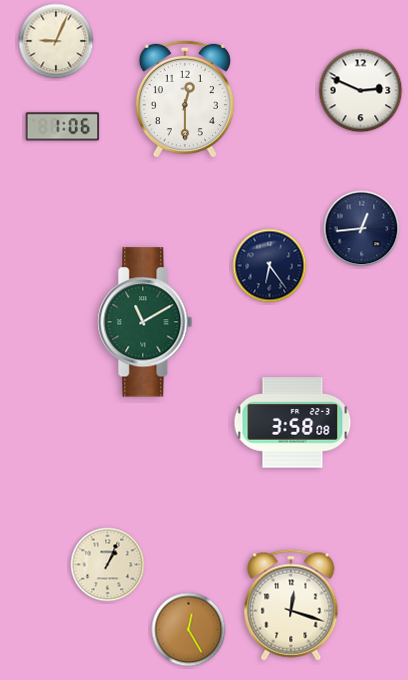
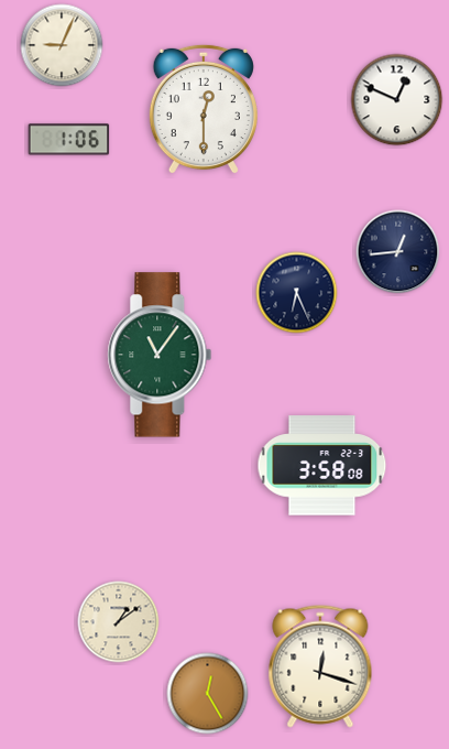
clock at (361, 91): 2:49 -> 12:49
clock at (270, 266): 6:24 -> 6:26
clock at (145, 322): 11:10 -> 11:06
clock at (108, 565): 1:04 -> 1:09
